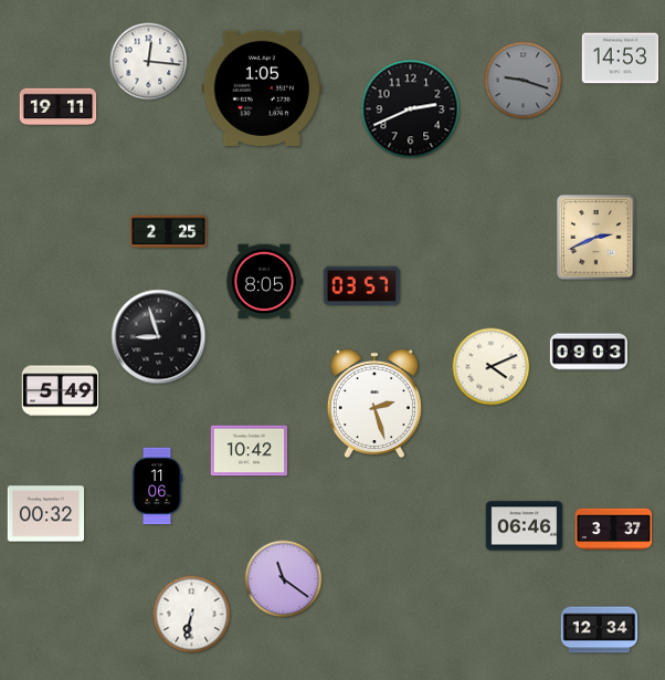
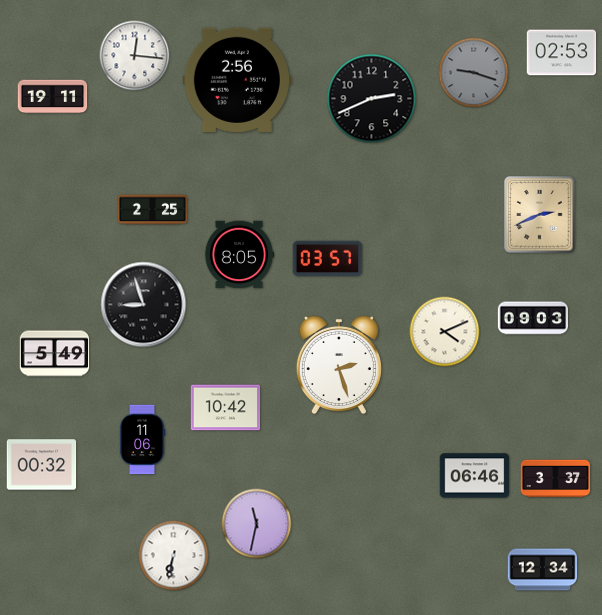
clock at (621, 59): 14:53 -> 02:53
clock at (261, 88): 1:05 -> 2:56
clock at (284, 579): 11:21 -> 11:32
